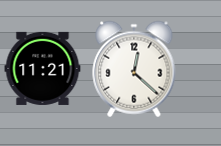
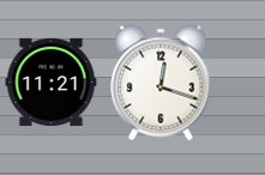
clock at (134, 69): 12:22 -> 12:18
